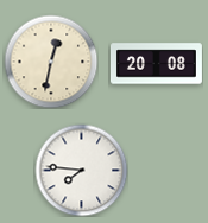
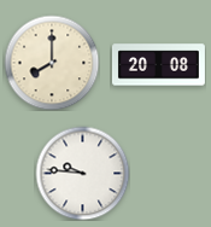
clock at (51, 62): 12:32 -> 8:00
clock at (81, 170): 7:46 -> 9:46
